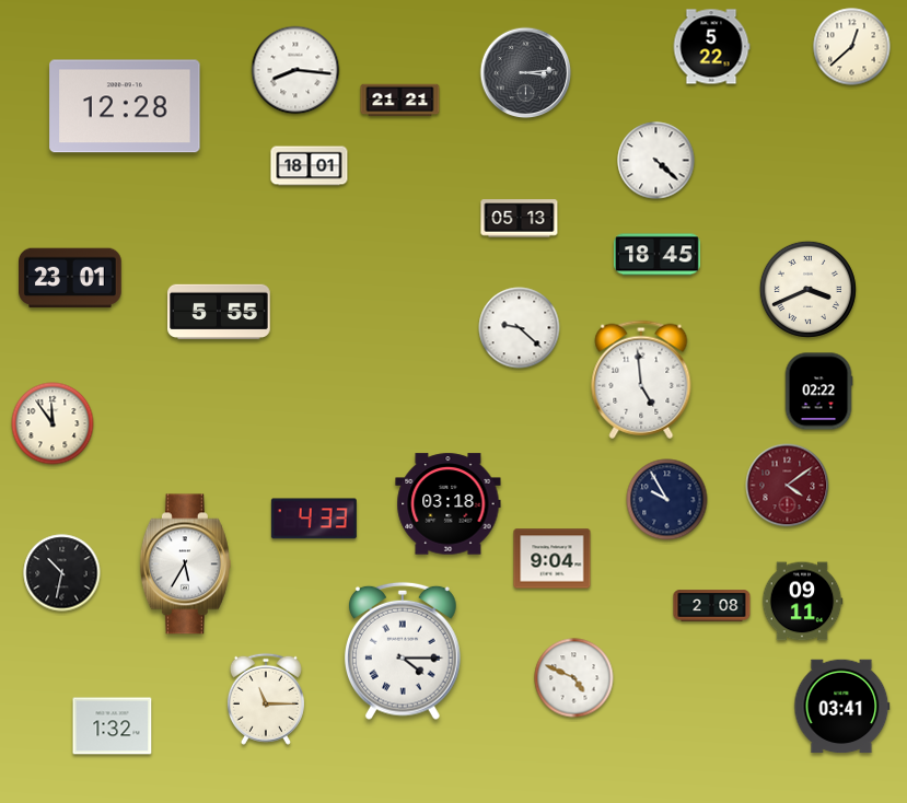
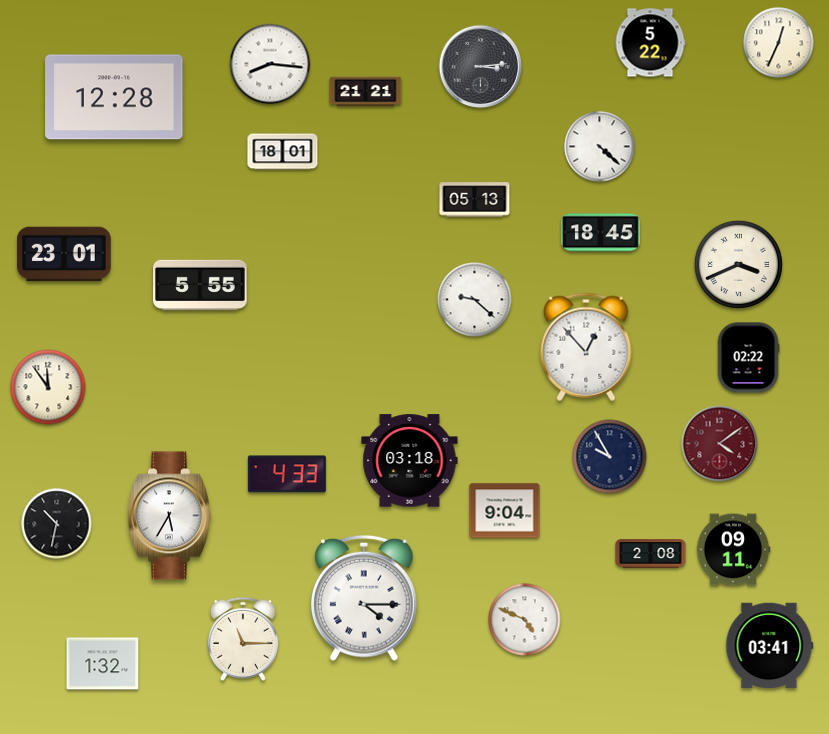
clock at (852, 47): 12:38 -> 12:34
clock at (641, 380): 4:59 -> 12:53
clock at (404, 651) position: (404, 651) -> (365, 598)
